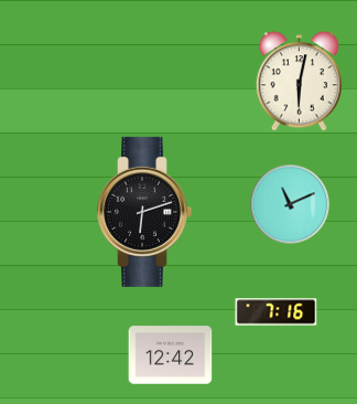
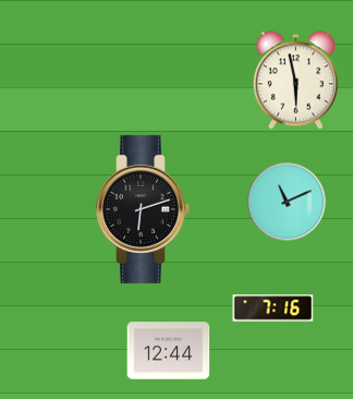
clock at (299, 82): 6:02 -> 5:58
clock at (171, 355): 12:42 -> 12:44
